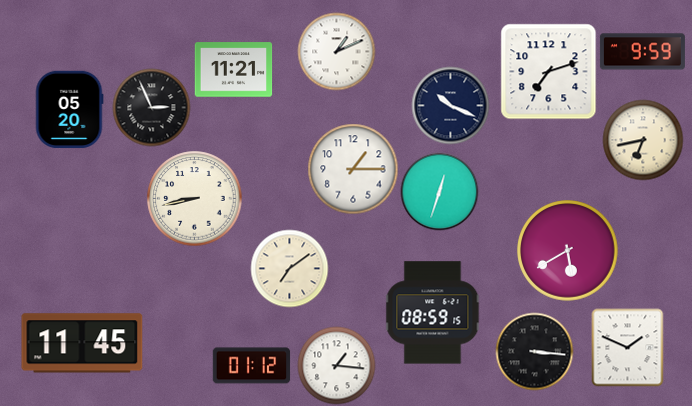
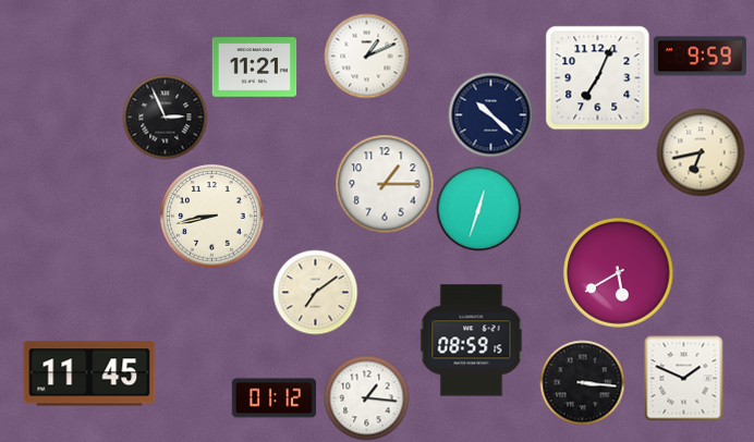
clock at (233, 70) position: (233, 70) -> (254, 67)
clock at (548, 71): 7:12 -> 7:04
clock at (450, 105): 10:19 -> 10:22
clock at (69, 109): 05:20 -> none
